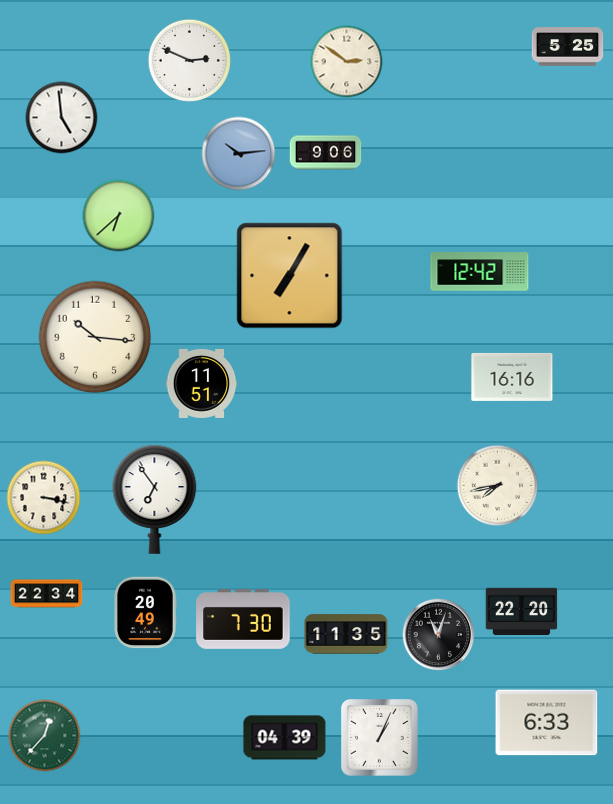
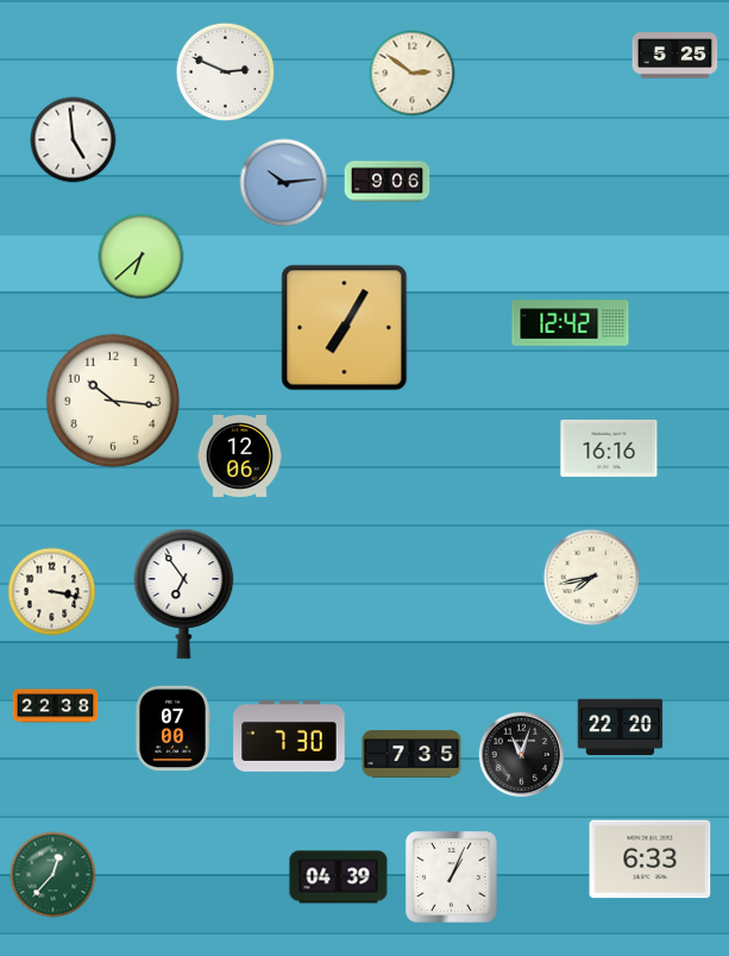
clock at (202, 383): 11:51 -> 12:06
clock at (47, 594): 22:34 -> 22:38
clock at (145, 613): 20:49 -> 07:00
clock at (346, 634): 11:35 -> 7:35
